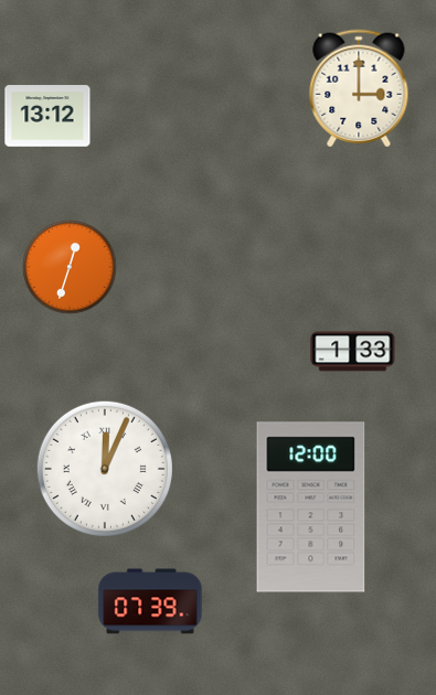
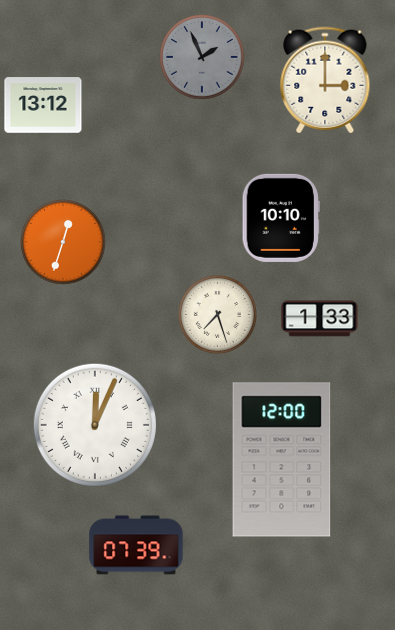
clock at (202, 57): none -> 1:56
clock at (281, 218): none -> 10:10
clock at (217, 314): none -> 7:27
